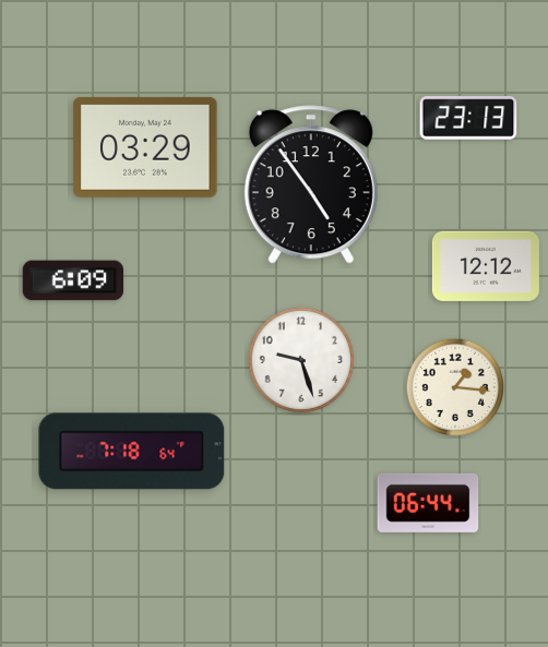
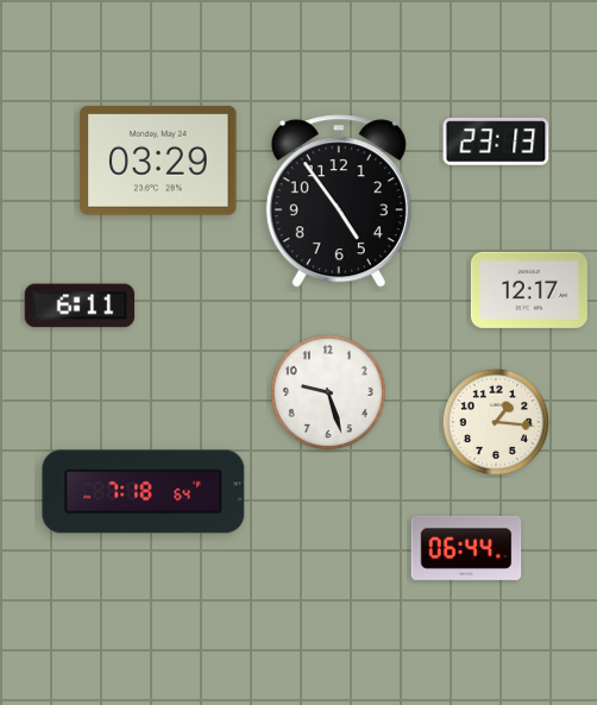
clock at (468, 118) position: (468, 118) -> (496, 141)
clock at (486, 266): 12:12 -> 12:17
clock at (73, 280): 6:09 -> 6:11
